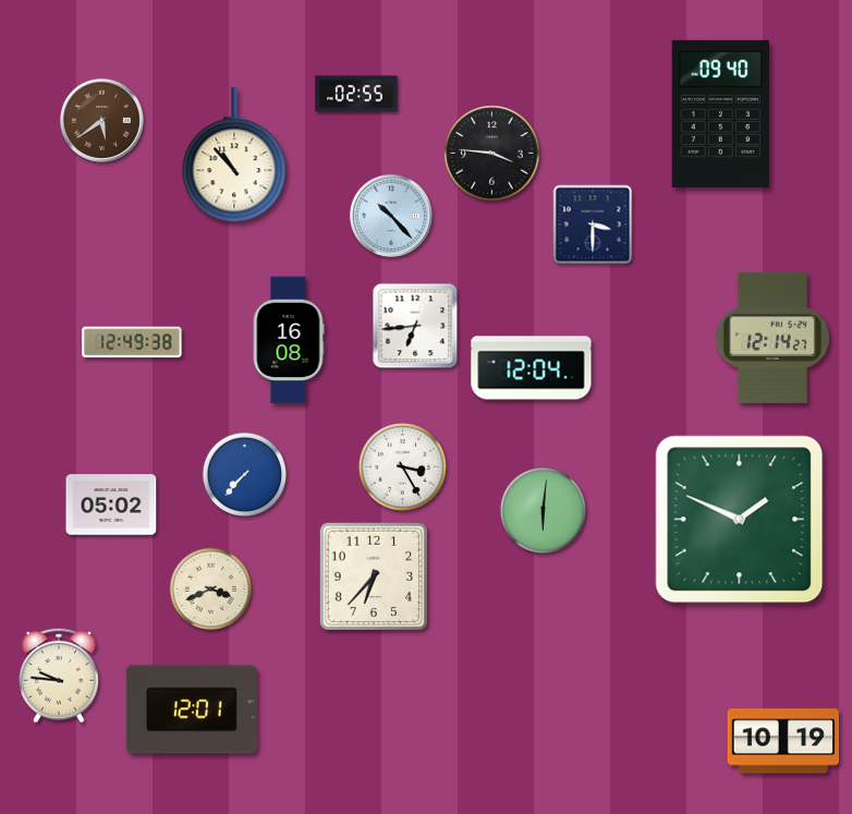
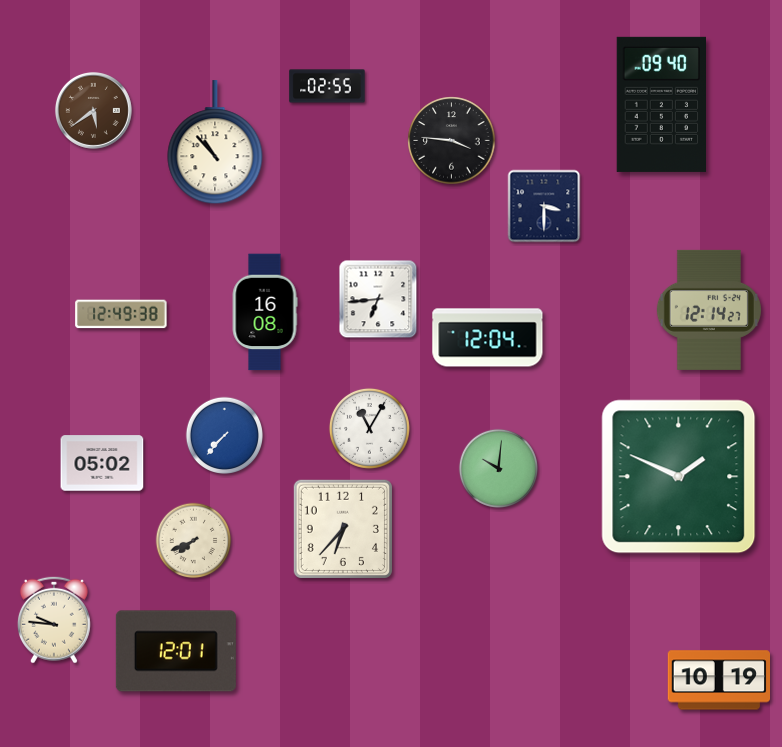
clock at (391, 216): 10:23 -> none
clock at (415, 326) position: (415, 326) -> (378, 299)
clock at (402, 466): 3:25 -> 11:05
clock at (543, 510): 6:01 -> 10:01
clock at (211, 590): 3:41 -> 7:41
